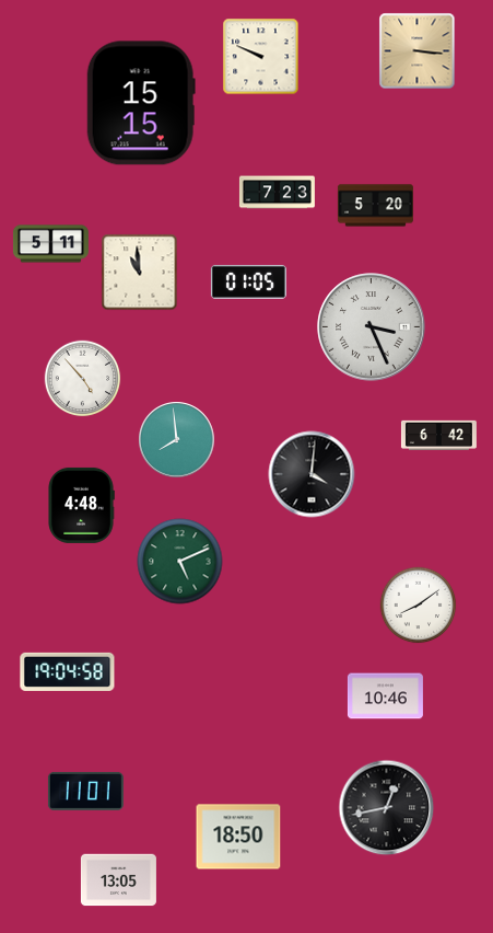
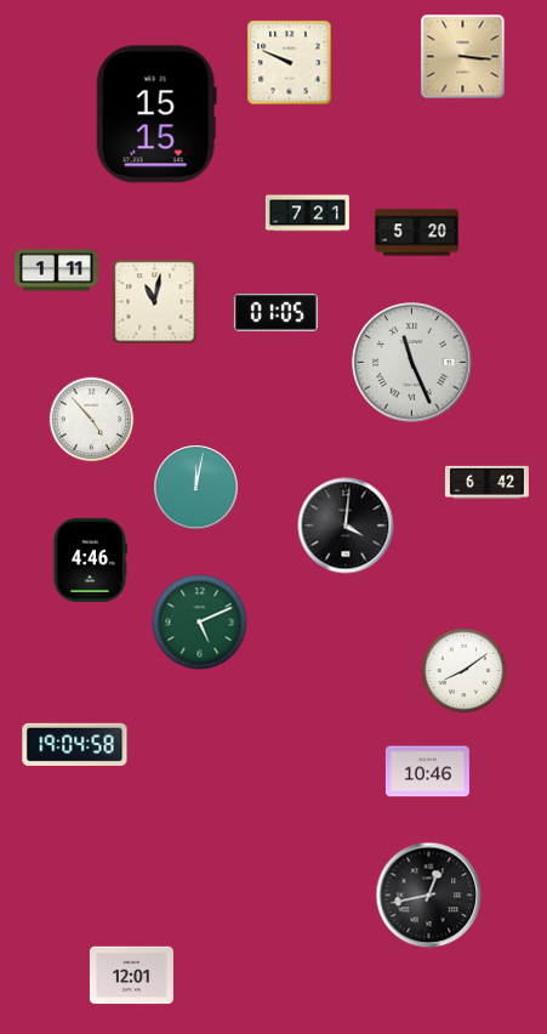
clock at (277, 193): 7:23 -> 7:21
clock at (375, 206) position: (375, 206) -> (416, 233)
clock at (50, 244): 5:11 -> 1:11
clock at (140, 273): 10:59 -> 11:02
clock at (372, 327): 3:26 -> 11:26
clock at (177, 440): 7:59 -> 12:02
clock at (81, 505): 4:48 -> 4:46
clock at (85, 791): 11:01 -> none
clock at (238, 837): 18:50 -> none
clock at (118, 880): 13:05 -> 12:01
